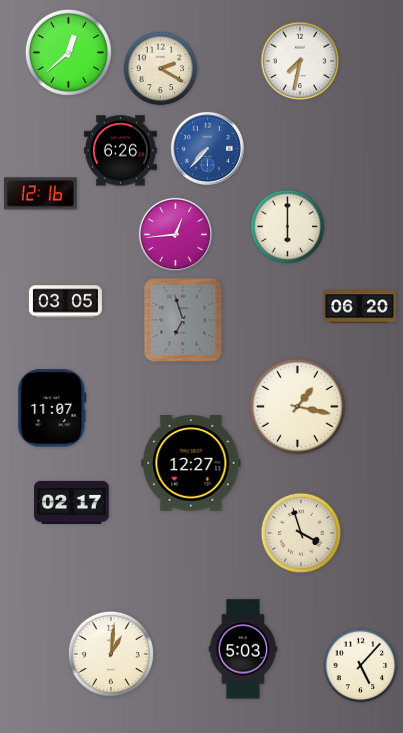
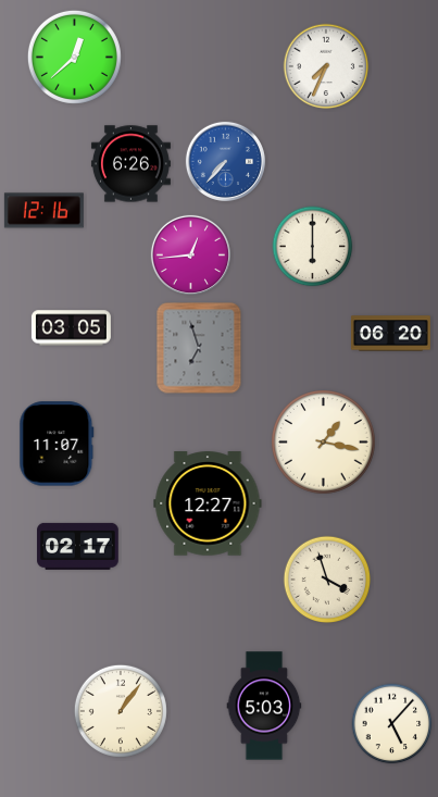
clock at (300, 61): 7:32 -> 7:34
clock at (161, 69): 2:20 -> none
clock at (111, 654): 1:01 -> 1:06
